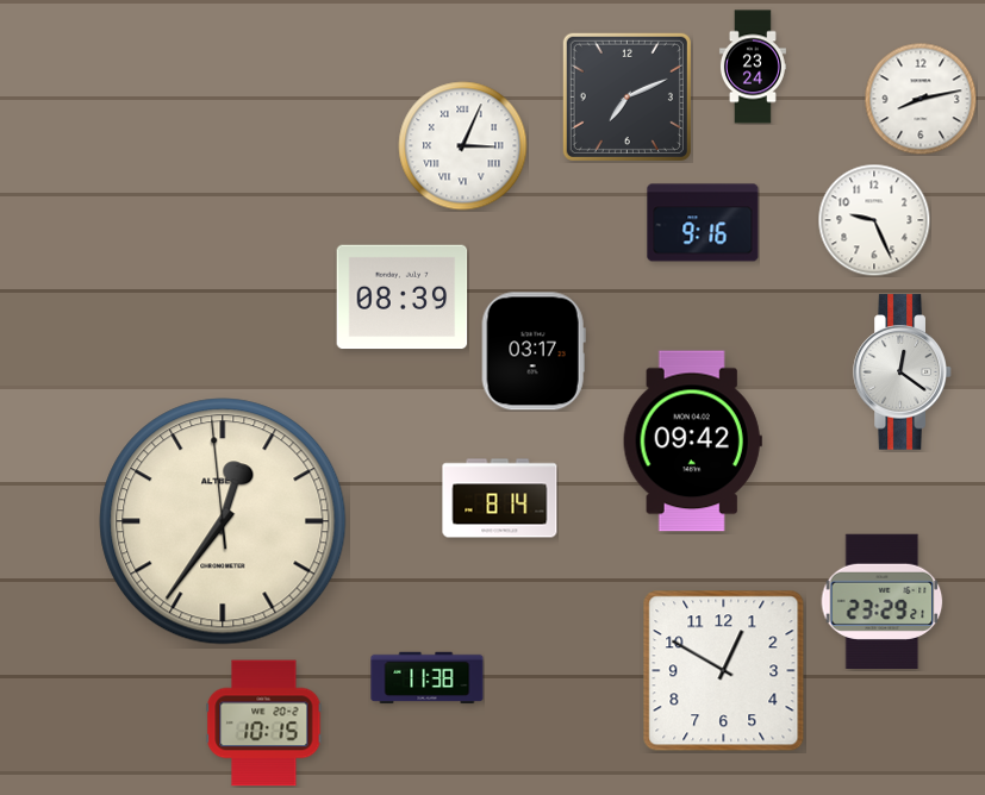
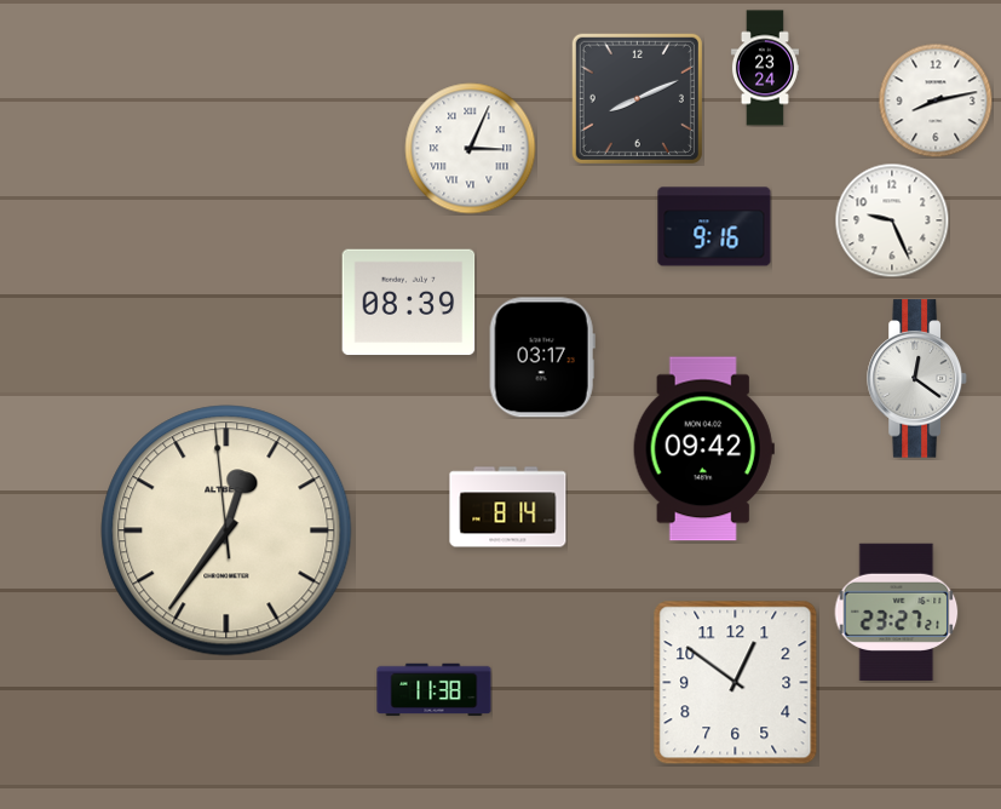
clock at (626, 96): 7:11 -> 8:11
clock at (874, 220) position: (874, 220) -> (892, 220)
clock at (883, 601): 23:29 -> 23:27
clock at (724, 671): 12:50 -> 12:51
clock at (264, 724): 10:15 -> none
